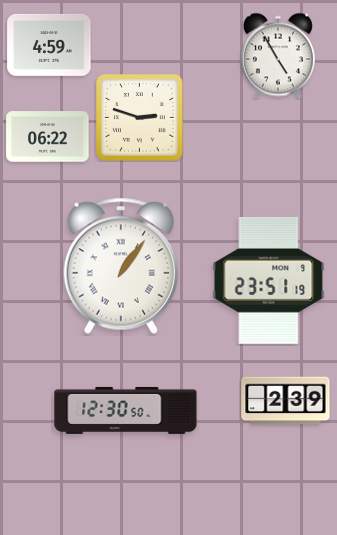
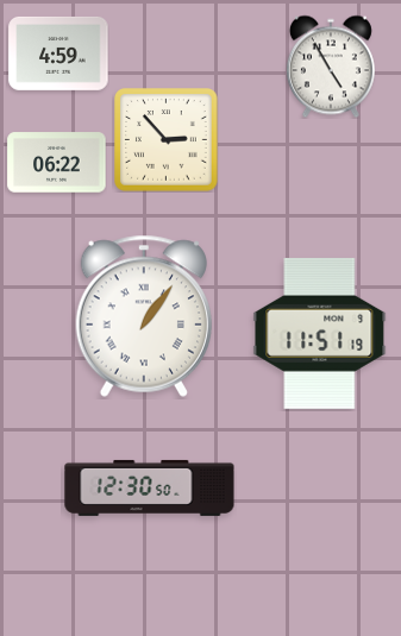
clock at (140, 118): 2:48 -> 2:53
clock at (269, 280): 23:51 -> 11:51
clock at (286, 401): 2:39 -> none
